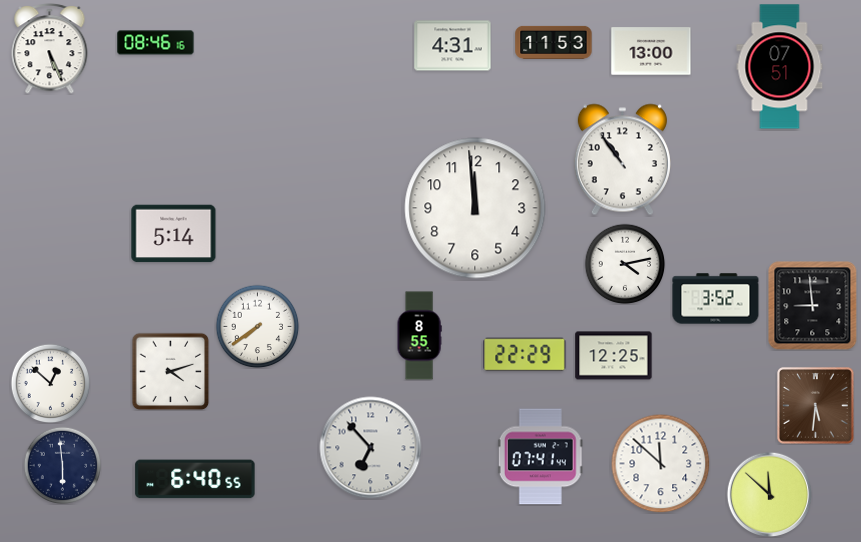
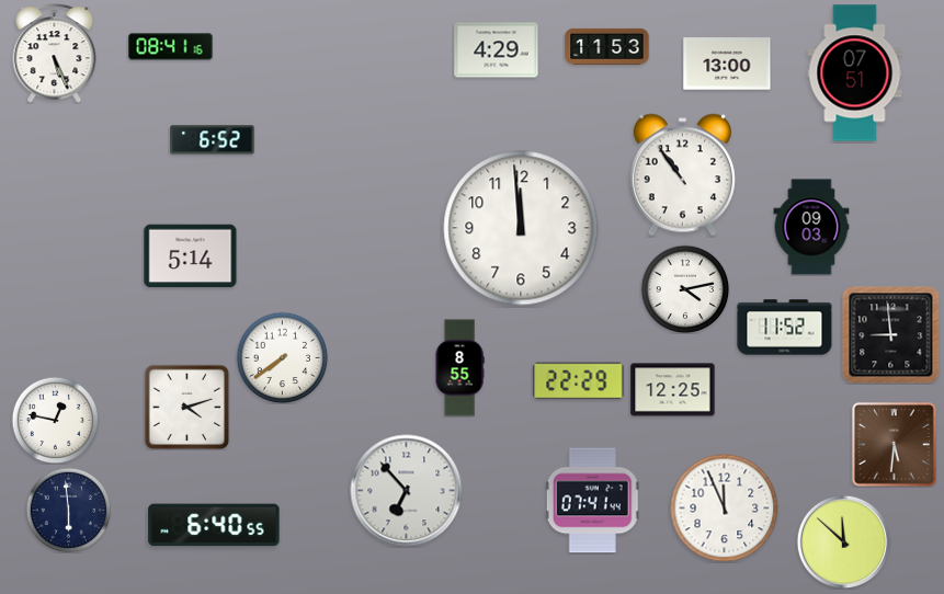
clock at (156, 43): 08:46 -> 08:41
clock at (453, 46): 4:31 -> 4:29
clock at (651, 51) position: (651, 51) -> (727, 64)
clock at (213, 140): none -> 6:52
clock at (811, 227): none -> 09:03
clock at (716, 299): 3:52 -> 11:52
clock at (525, 355) position: (525, 355) -> (579, 381)
clock at (50, 383): 12:52 -> 12:47
clock at (661, 464): 11:52 -> 11:56
